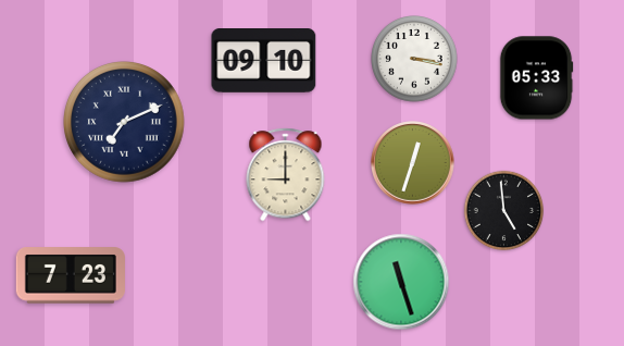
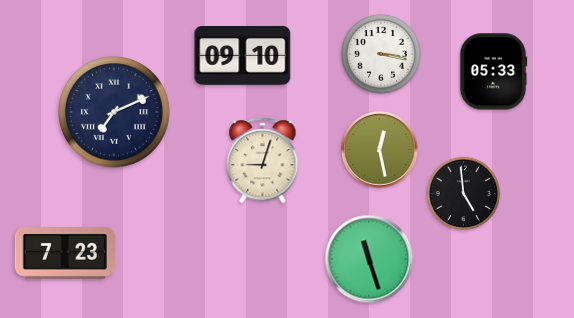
clock at (413, 163): 12:33 -> 12:28
clock at (286, 175): 9:00 -> 9:03
